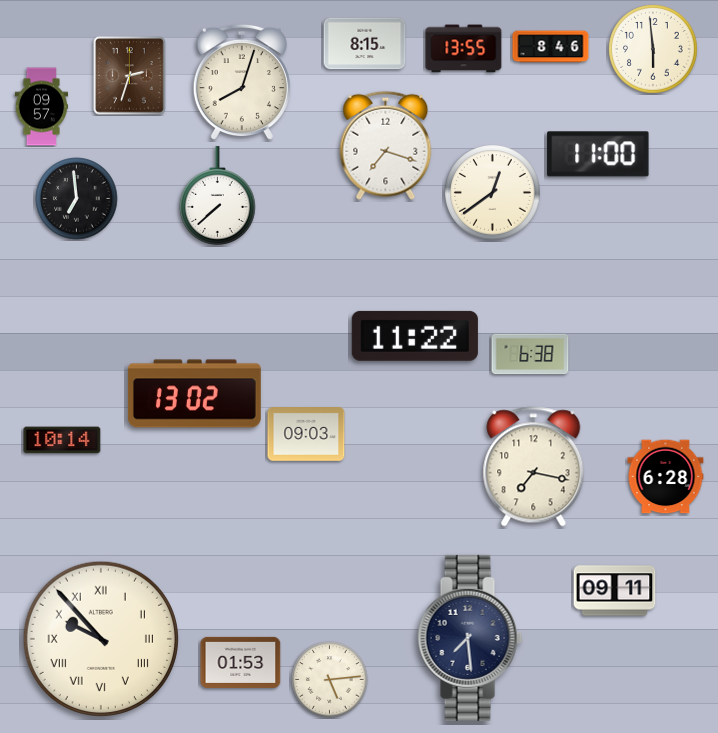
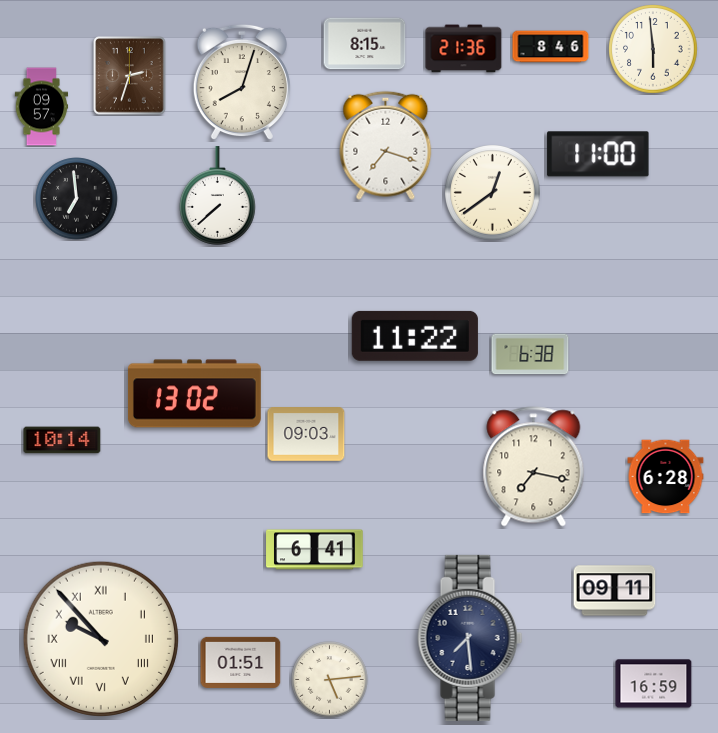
clock at (464, 49): 13:55 -> 21:36
clock at (315, 550): none -> 6:41
clock at (241, 662): 01:53 -> 01:51
clock at (654, 684): none -> 16:59
